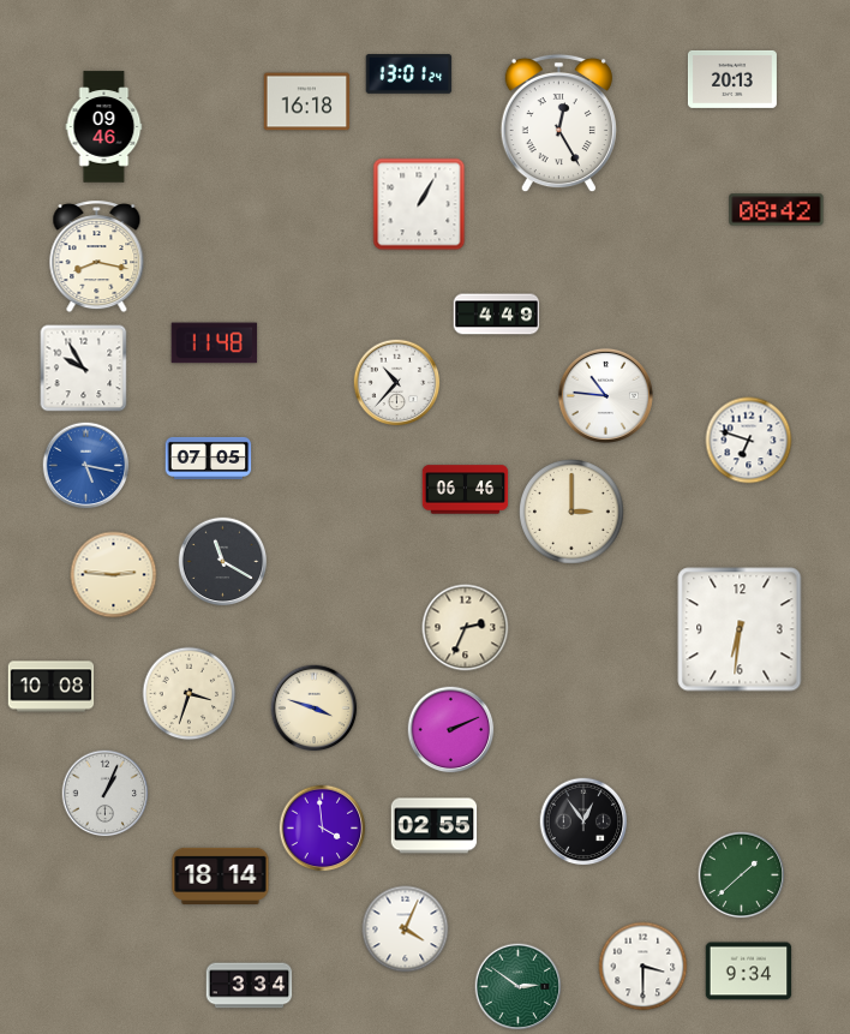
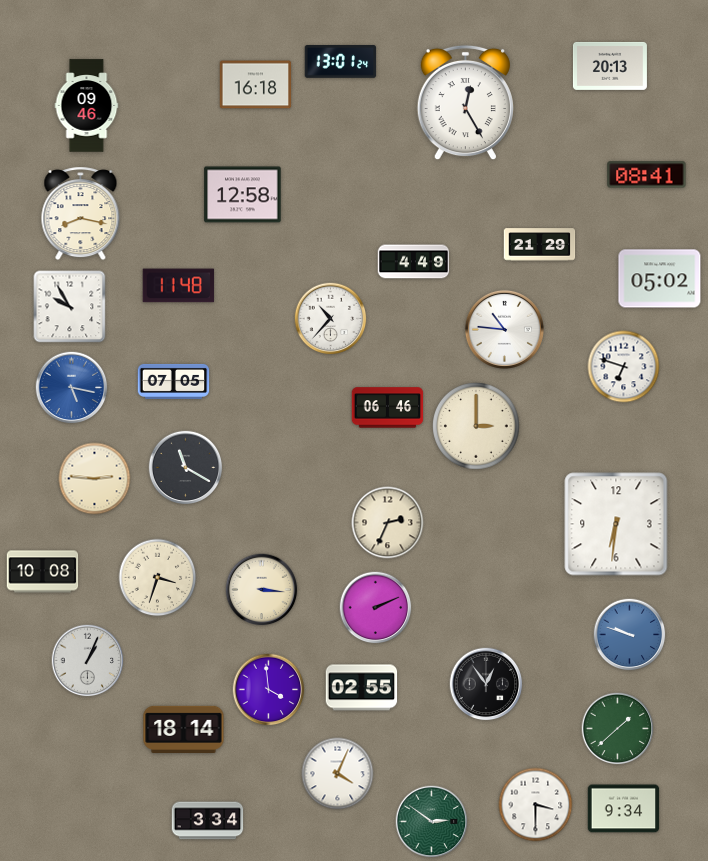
clock at (419, 204): 1:05 -> none
clock at (777, 210): 08:42 -> 08:41
clock at (243, 195): none -> 12:58
clock at (540, 245): none -> 21:29
clock at (660, 279): none -> 05:02
clock at (315, 709): 3:48 -> 3:16
clock at (630, 635): none -> 9:48
